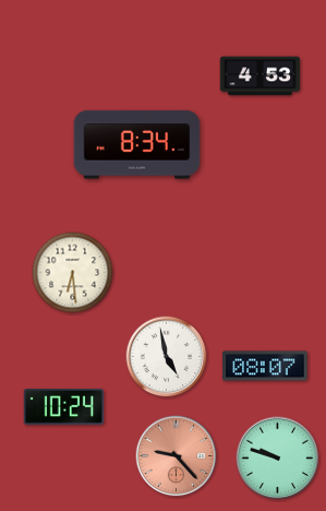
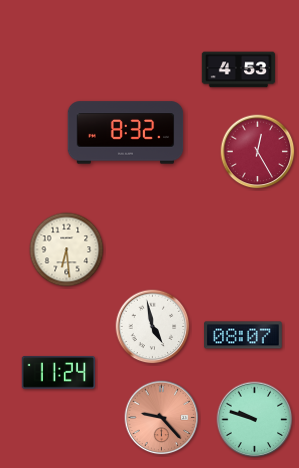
clock at (137, 145): 8:34 -> 8:32
clock at (258, 152): none -> 12:25
clock at (64, 407): 10:24 -> 11:24
